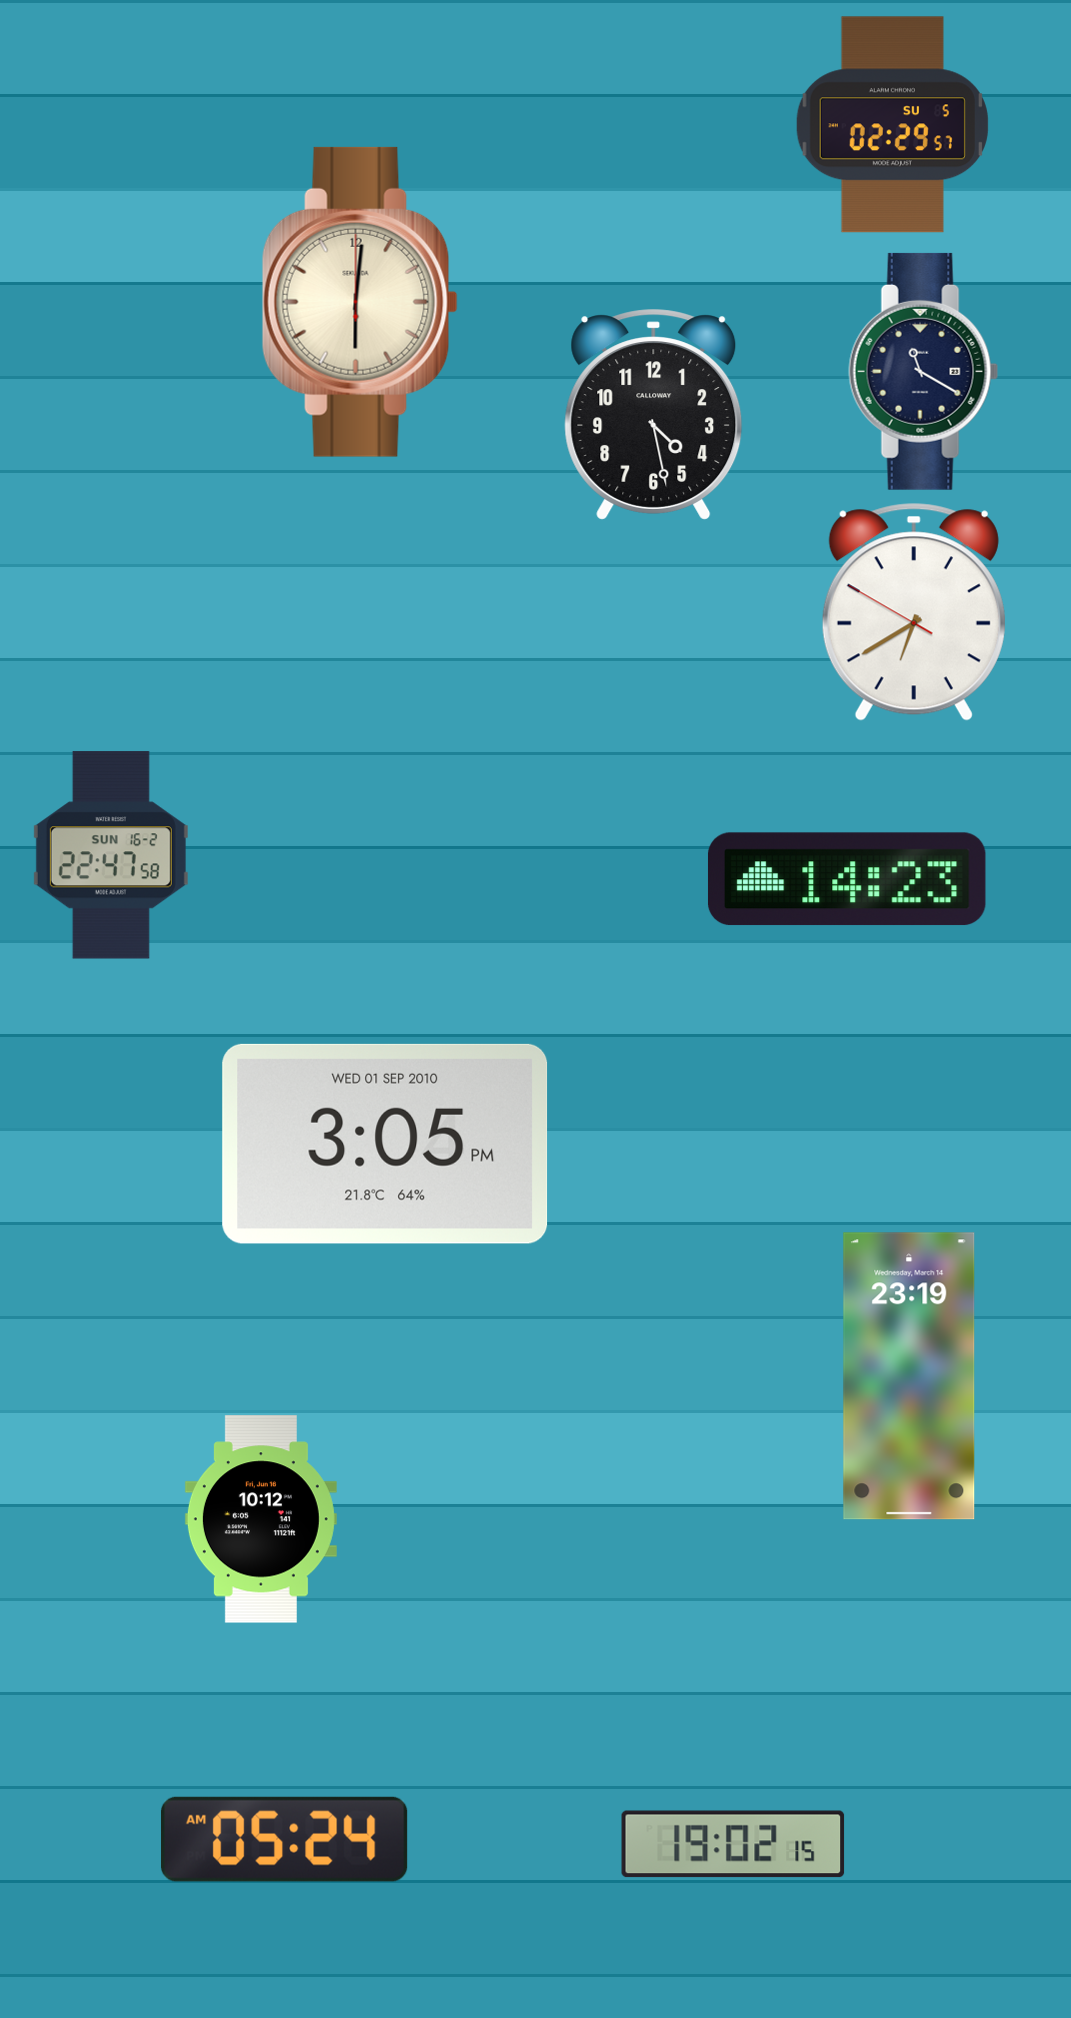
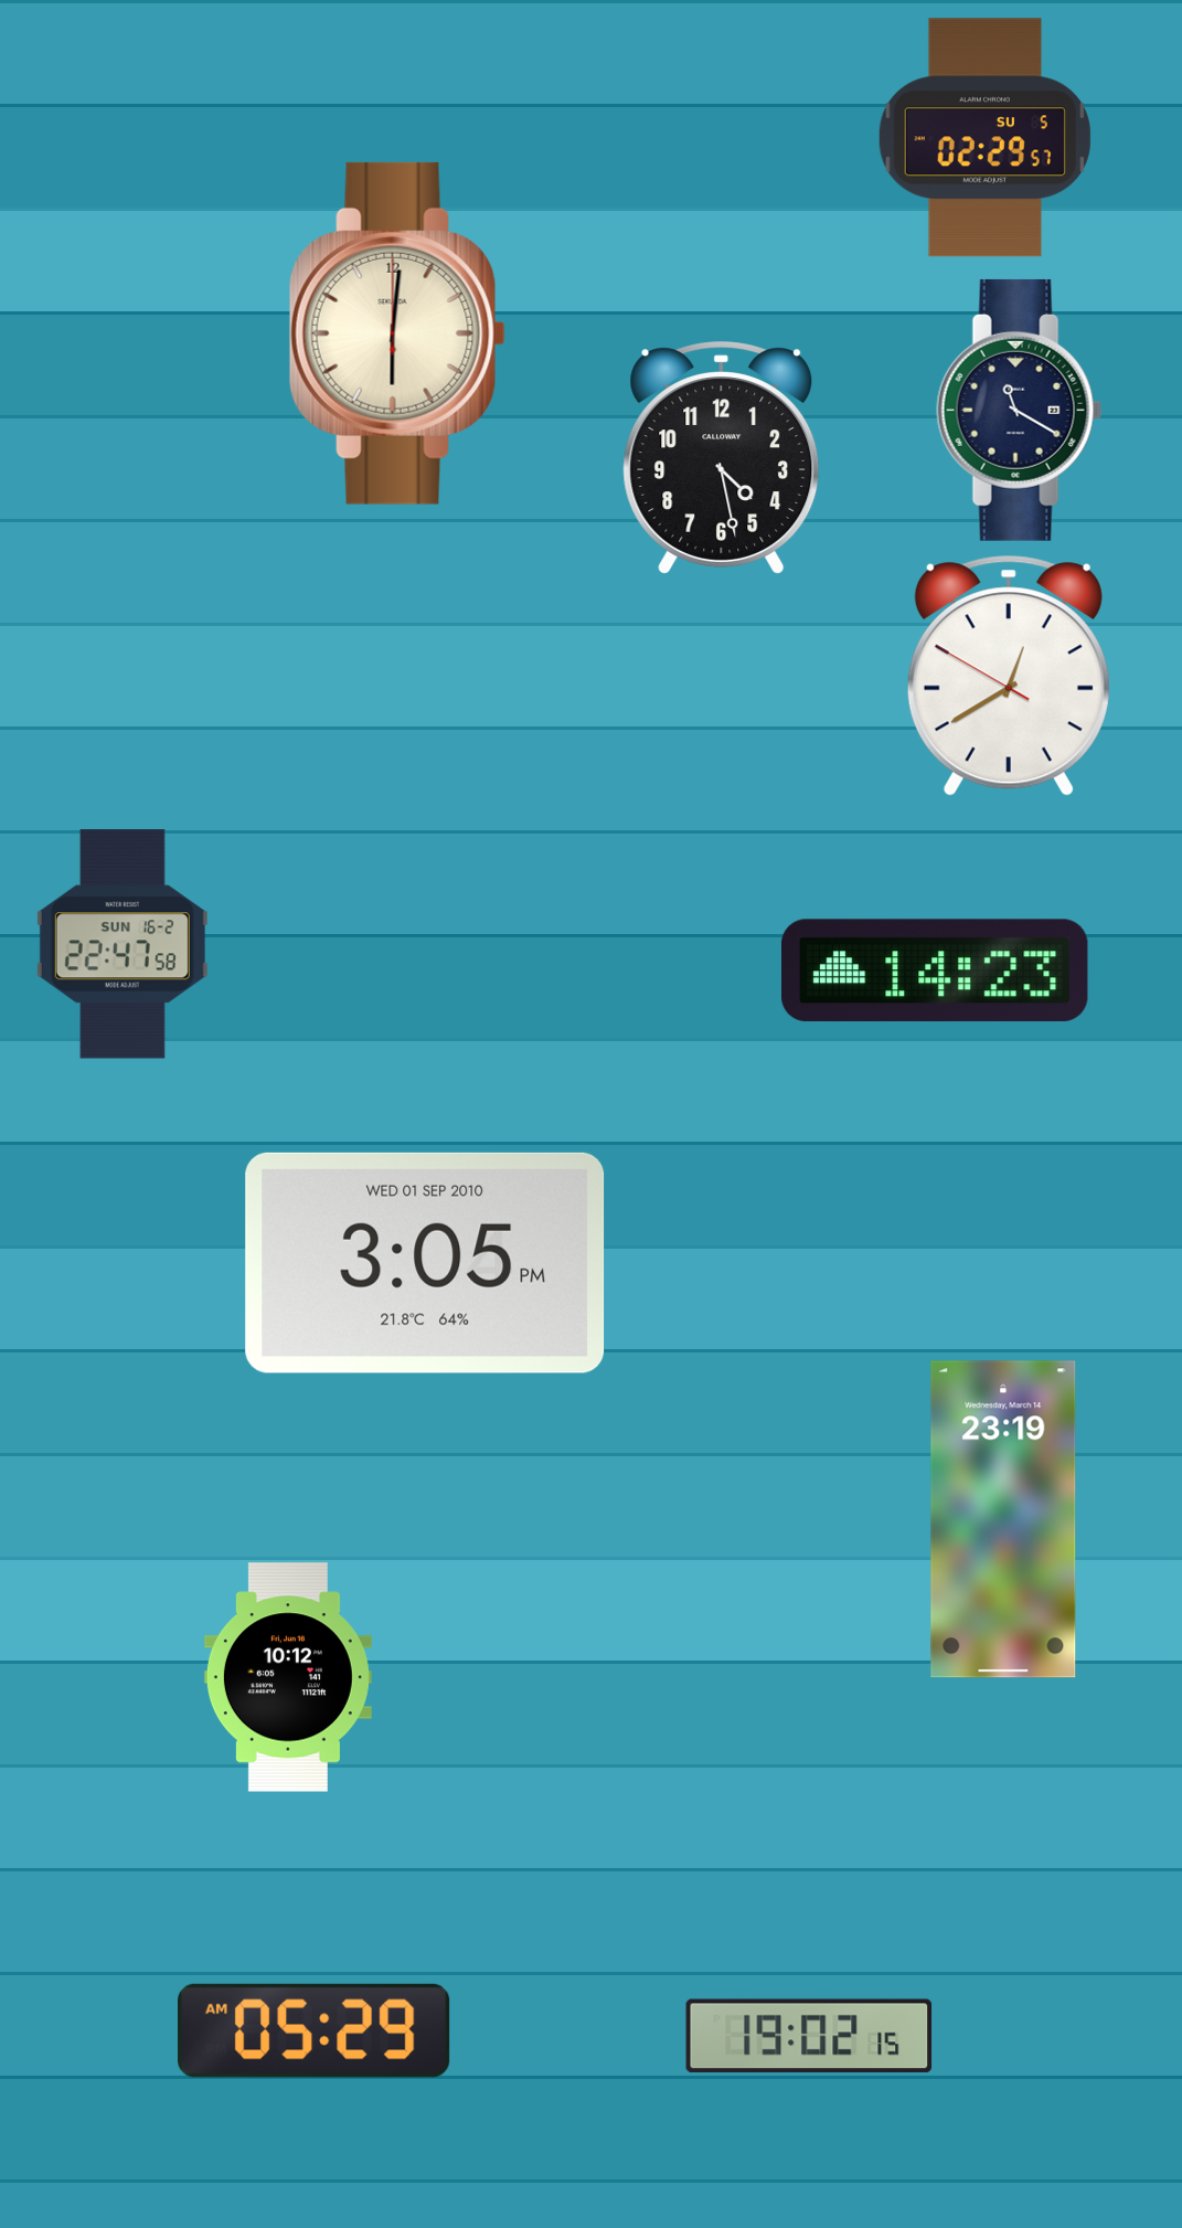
clock at (914, 612): 6:39 -> 12:39
clock at (284, 1839): 05:24 -> 05:29
